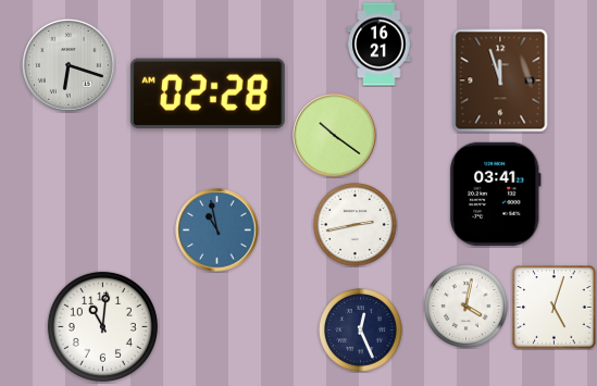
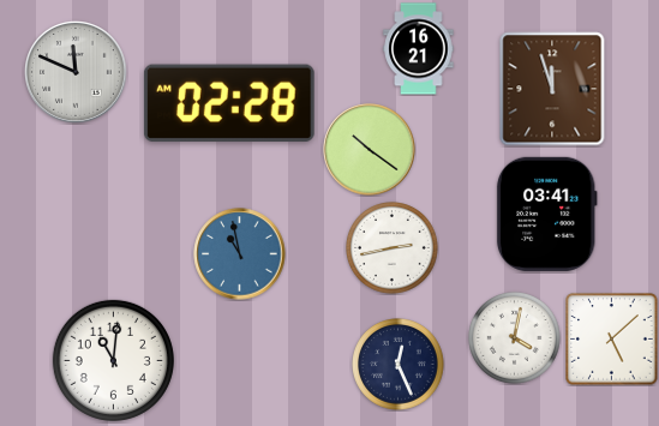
clock at (70, 66): 6:18 -> 11:49
clock at (555, 308): 5:03 -> 5:08
